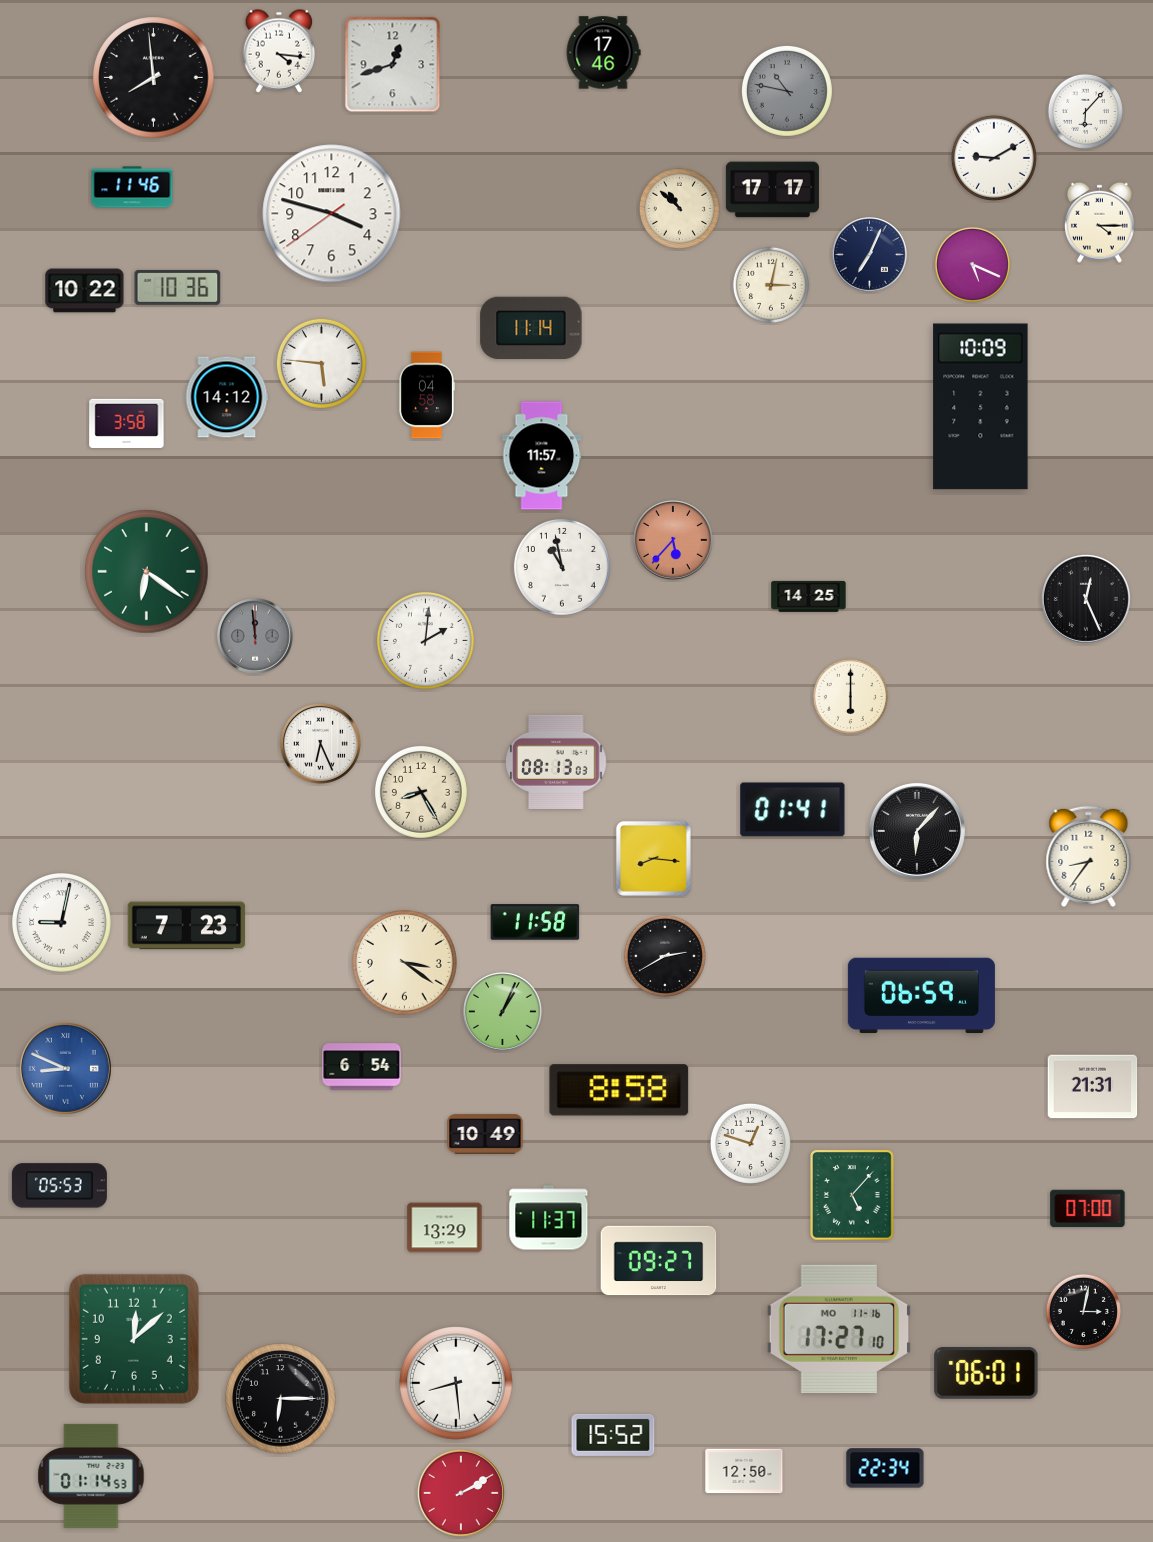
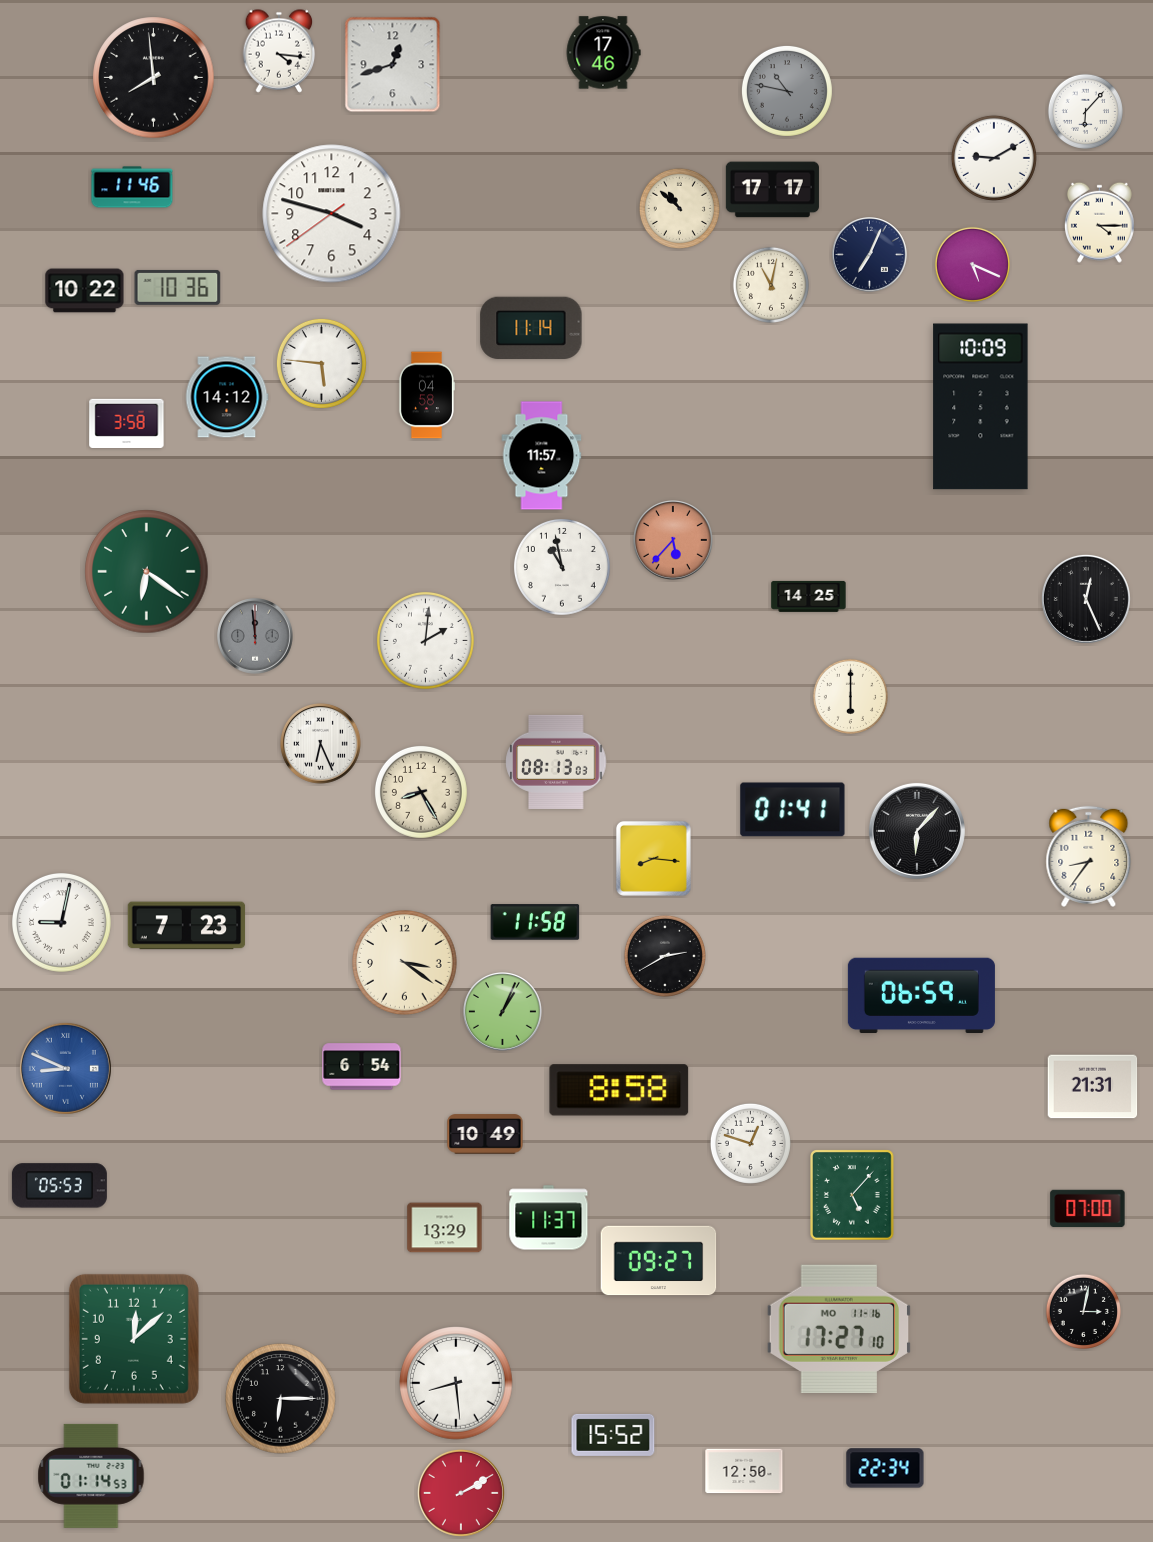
clock at (771, 285): 3:02 -> 11:02
clock at (986, 1373): 06:01 -> none
